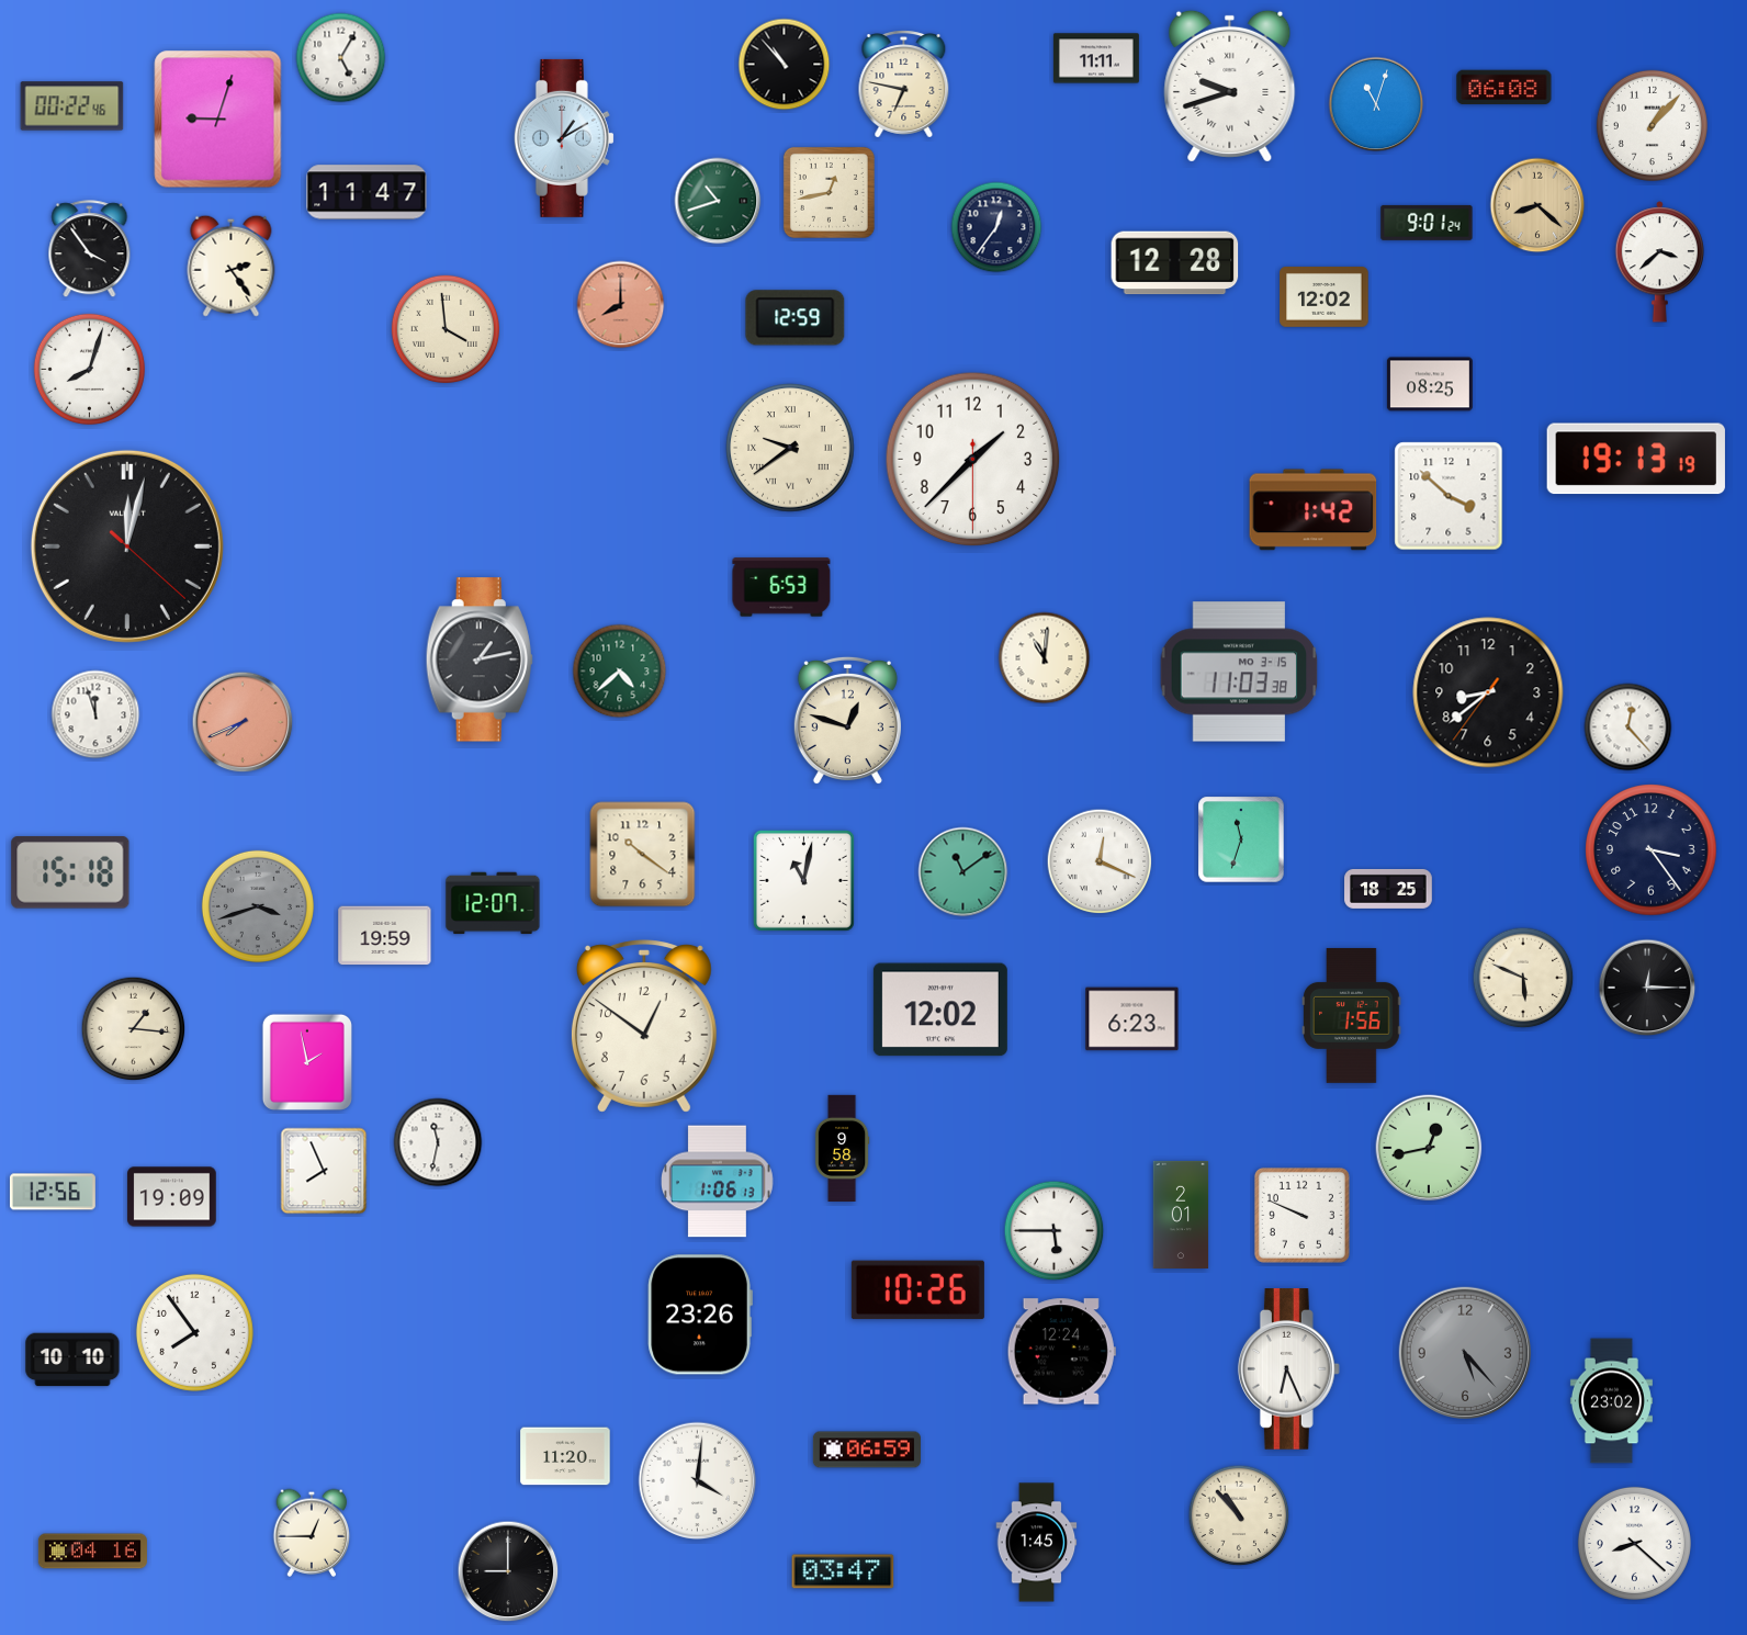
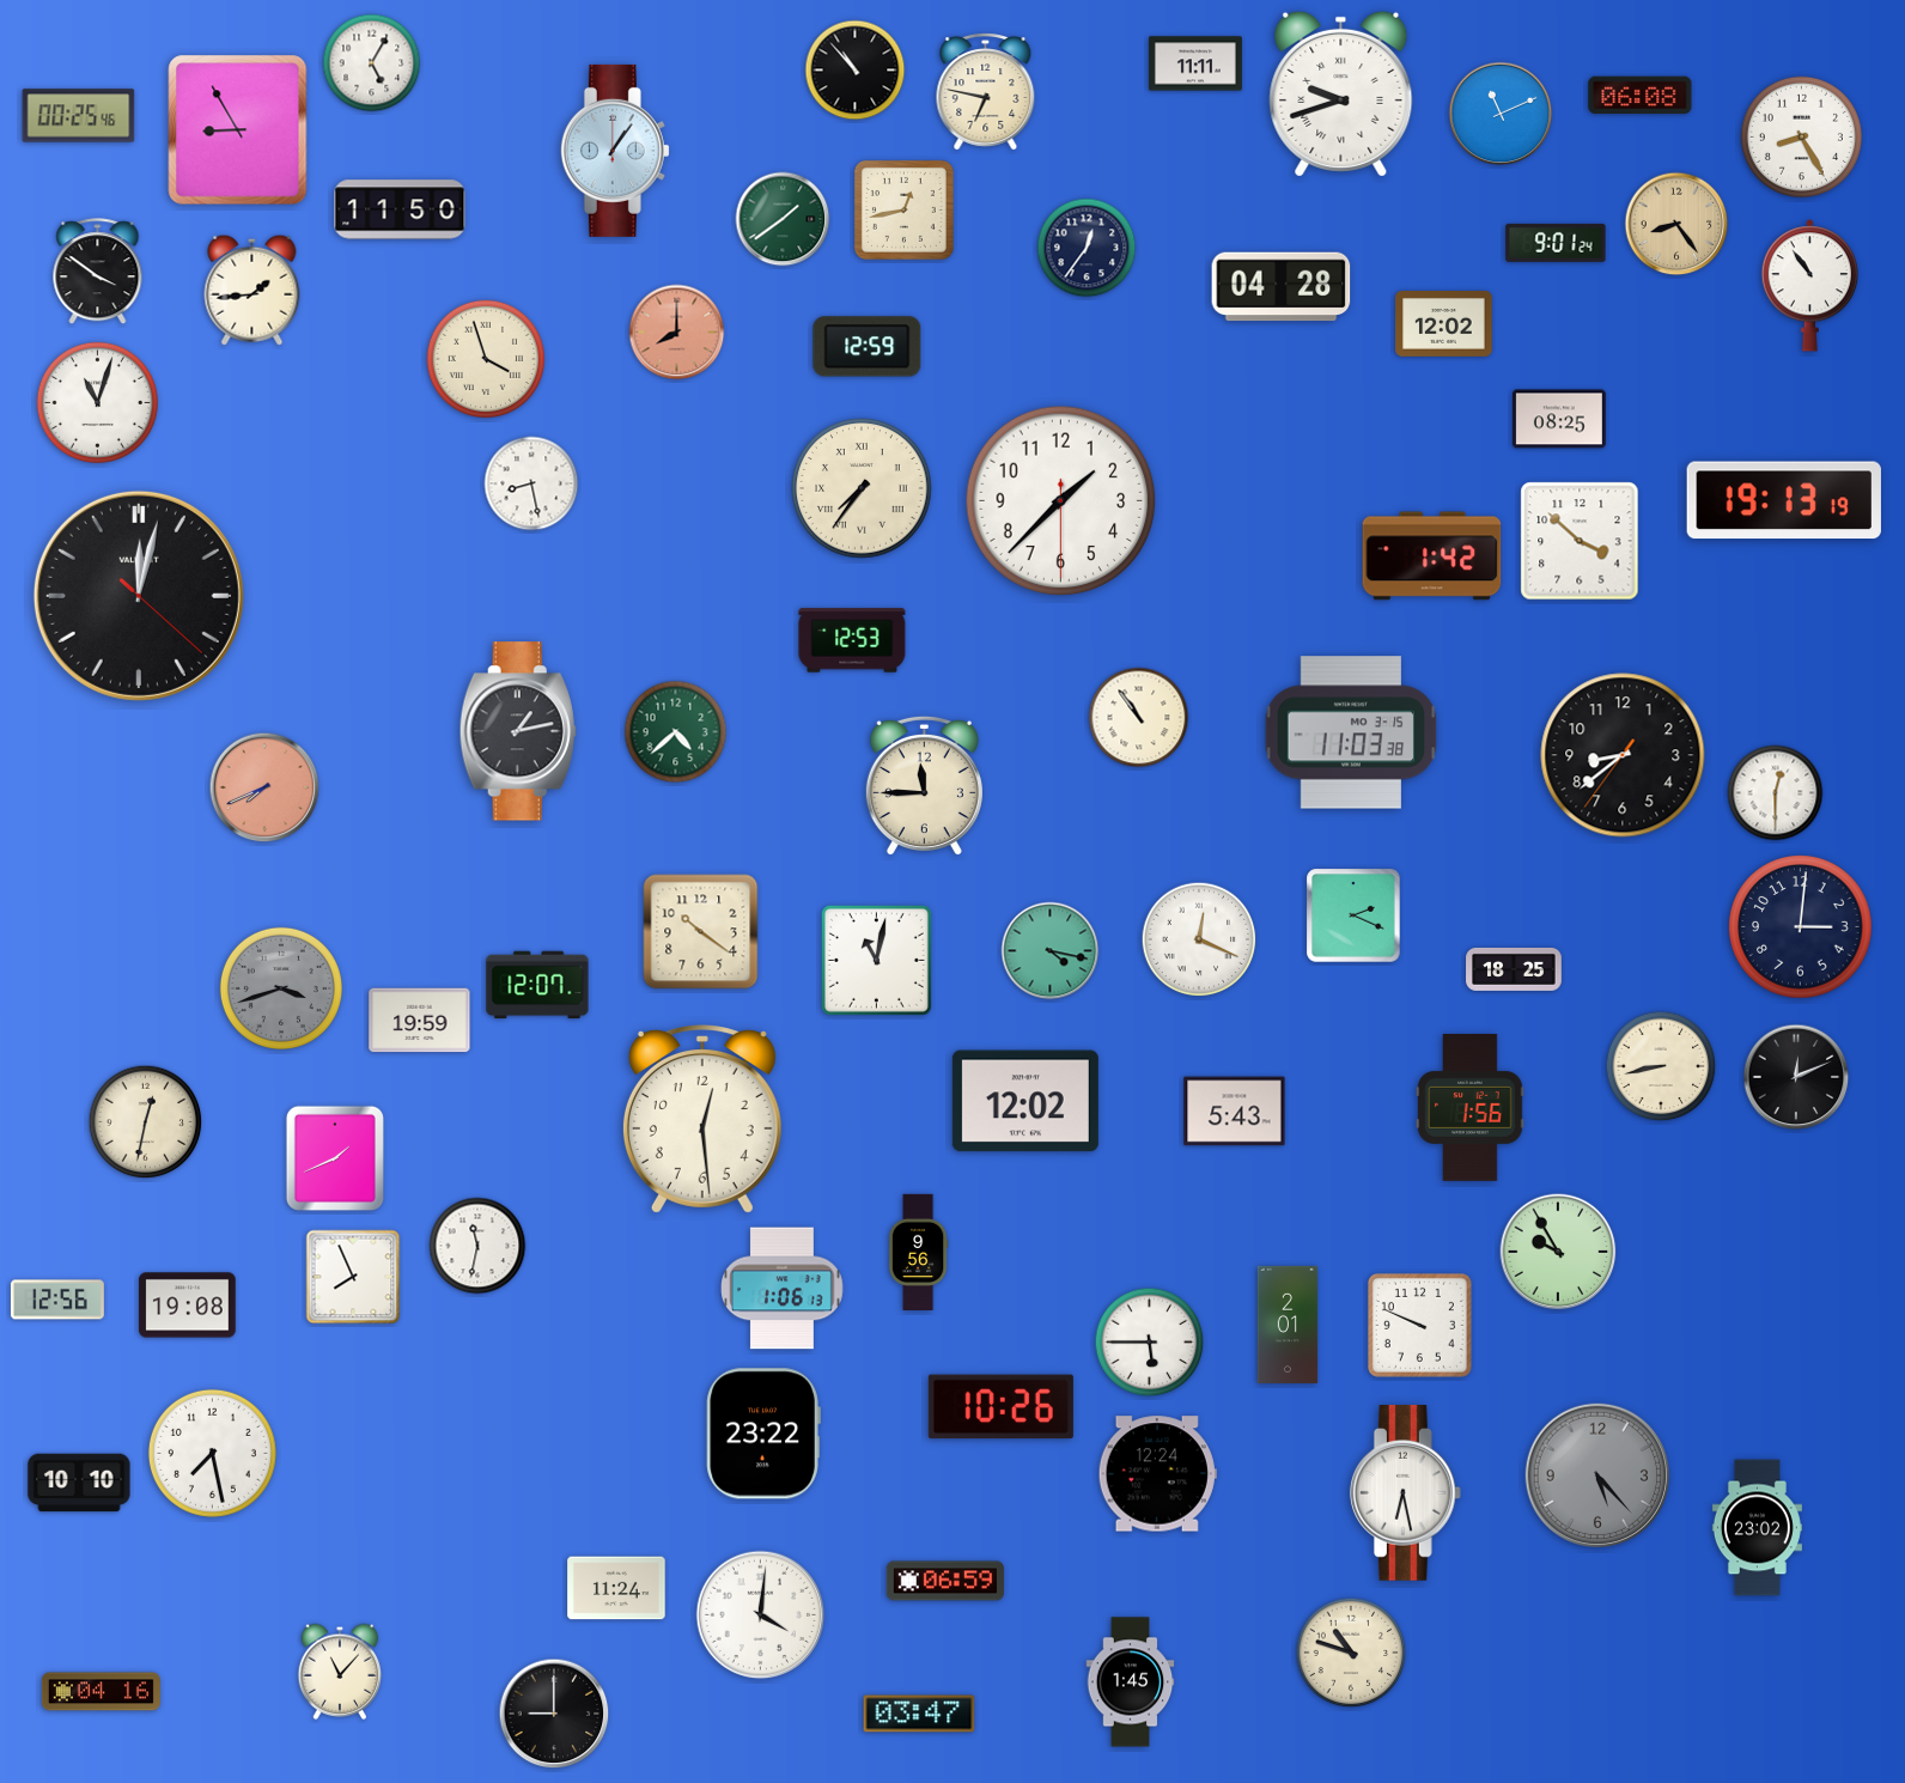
clock at (1376, 104): 11:03 -> 11:11
clock at (72, 106): 00:22 -> 00:25
clock at (218, 120): 9:03 -> 8:55
clock at (1652, 125): 1:07 -> 8:25
clock at (564, 138): 1:10 -> 1:06
clock at (367, 192): 11:47 -> 11:50
clock at (718, 201): 10:42 -> 1:39
clock at (1537, 205): 8:22 -> 8:24
clock at (90, 249): 3:54 -> 3:51
clock at (1659, 262): 3:38 -> 10:54
clock at (1175, 263): 12:28 -> 04:28
clock at (232, 266): 2:24 -> 1:44
clock at (444, 328): 3:59 -> 3:57
clock at (89, 369): 8:03 -> 11:03
clock at (531, 483): none -> 8:28
clock at (790, 448): 9:39 -> 7:36
clock at (781, 587): 6:53 -> 12:53
clock at (1045, 658): 11:01 -> 10:54
clock at (480, 659) position: (480, 659) -> (518, 731)
clock at (95, 714): 11:57 -> none
clock at (847, 721): 12:48 -> 11:45
clock at (1628, 728): 12:23 -> 12:30
clock at (1241, 839): 11:33 -> 2:19
clock at (1652, 850): 3:24 -> 3:01
clock at (70, 872): 15:18 -> none
clock at (963, 872): 11:09 -> 4:17
clock at (1523, 978): 5:49 -> 8:43
clock at (1647, 988): 12:15 -> 12:11
clock at (1352, 1015) position: (1352, 1015) -> (1471, 1107)
clock at (1132, 1019): 6:23 -> 5:43
clock at (644, 1026): 12:51 -> 12:29
clock at (134, 1029): 1:16 -> 12:32
clock at (307, 1062): 1:58 -> 1:41
clock at (842, 1148): 9:58 -> 9:56
clock at (1429, 1148): 12:43 -> 9:55
clock at (172, 1197): 19:09 -> 19:08
clock at (700, 1315): 23:26 -> 23:22
clock at (194, 1332): 7:54 -> 7:28
clock at (1288, 1369): 6:26 -> 6:28
clock at (565, 1456): 11:20 -> 11:24
clock at (1239, 1515): 10:53 -> 10:48
clock at (312, 1533): 12:45 -> 11:07
clock at (1634, 1543): 8:22 -> none
